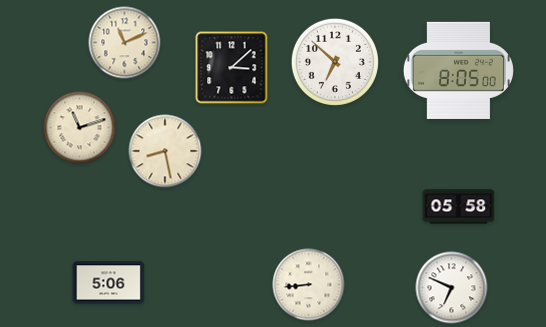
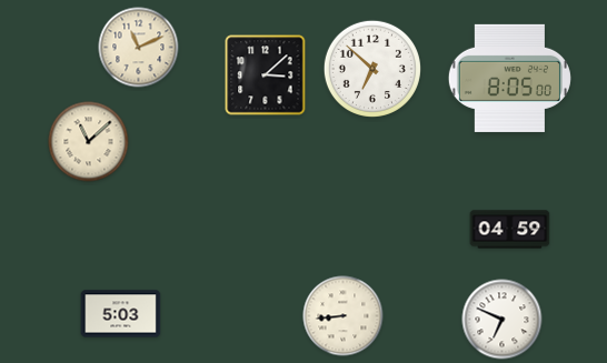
clock at (232, 68) position: (232, 68) -> (266, 75)
clock at (80, 128): 11:12 -> 11:08
clock at (165, 151): 8:28 -> none
clock at (459, 207): 05:58 -> 04:59
clock at (109, 283): 5:06 -> 5:03
